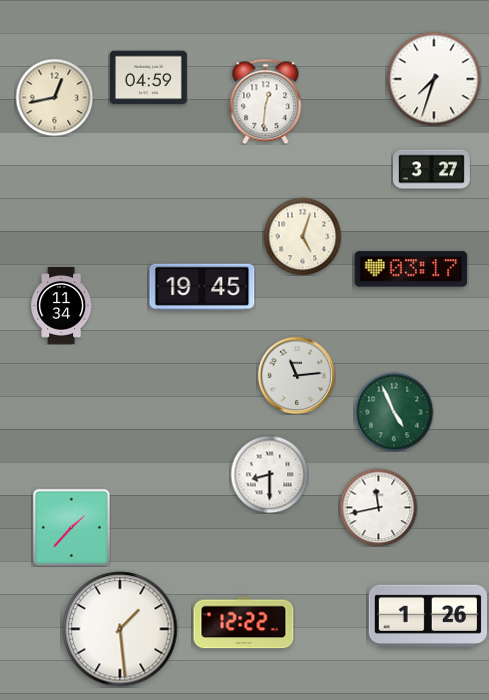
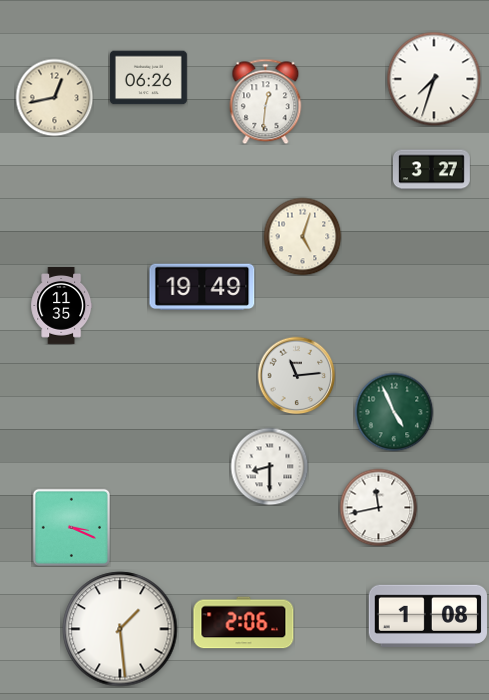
clock at (148, 78): 04:59 -> 06:26
clock at (411, 269): 03:17 -> none
clock at (202, 287): 19:45 -> 19:49
clock at (62, 306): 11:34 -> 11:35
clock at (269, 474) position: (269, 474) -> (269, 466)
clock at (71, 527): 1:37 -> 3:19
clock at (427, 615): 1:26 -> 1:08
clock at (244, 623): 12:22 -> 2:06
